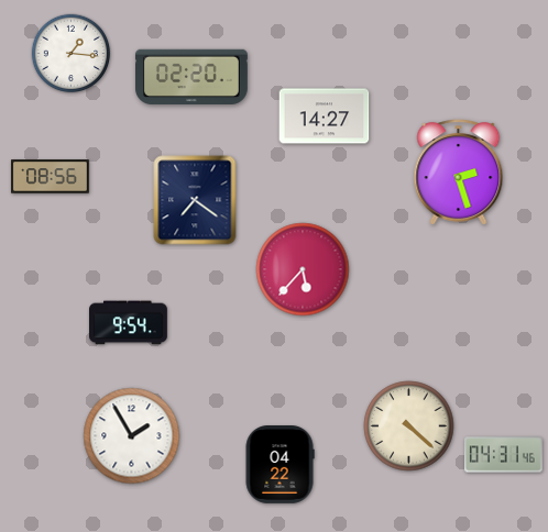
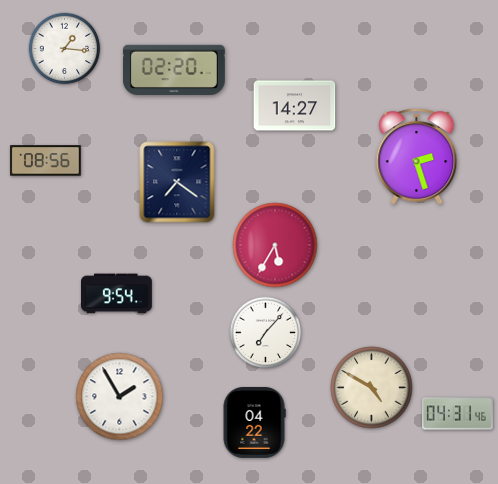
clock at (303, 269): 5:37 -> 5:35
clock at (266, 333): none -> 7:07
clock at (409, 426): 4:22 -> 4:50
